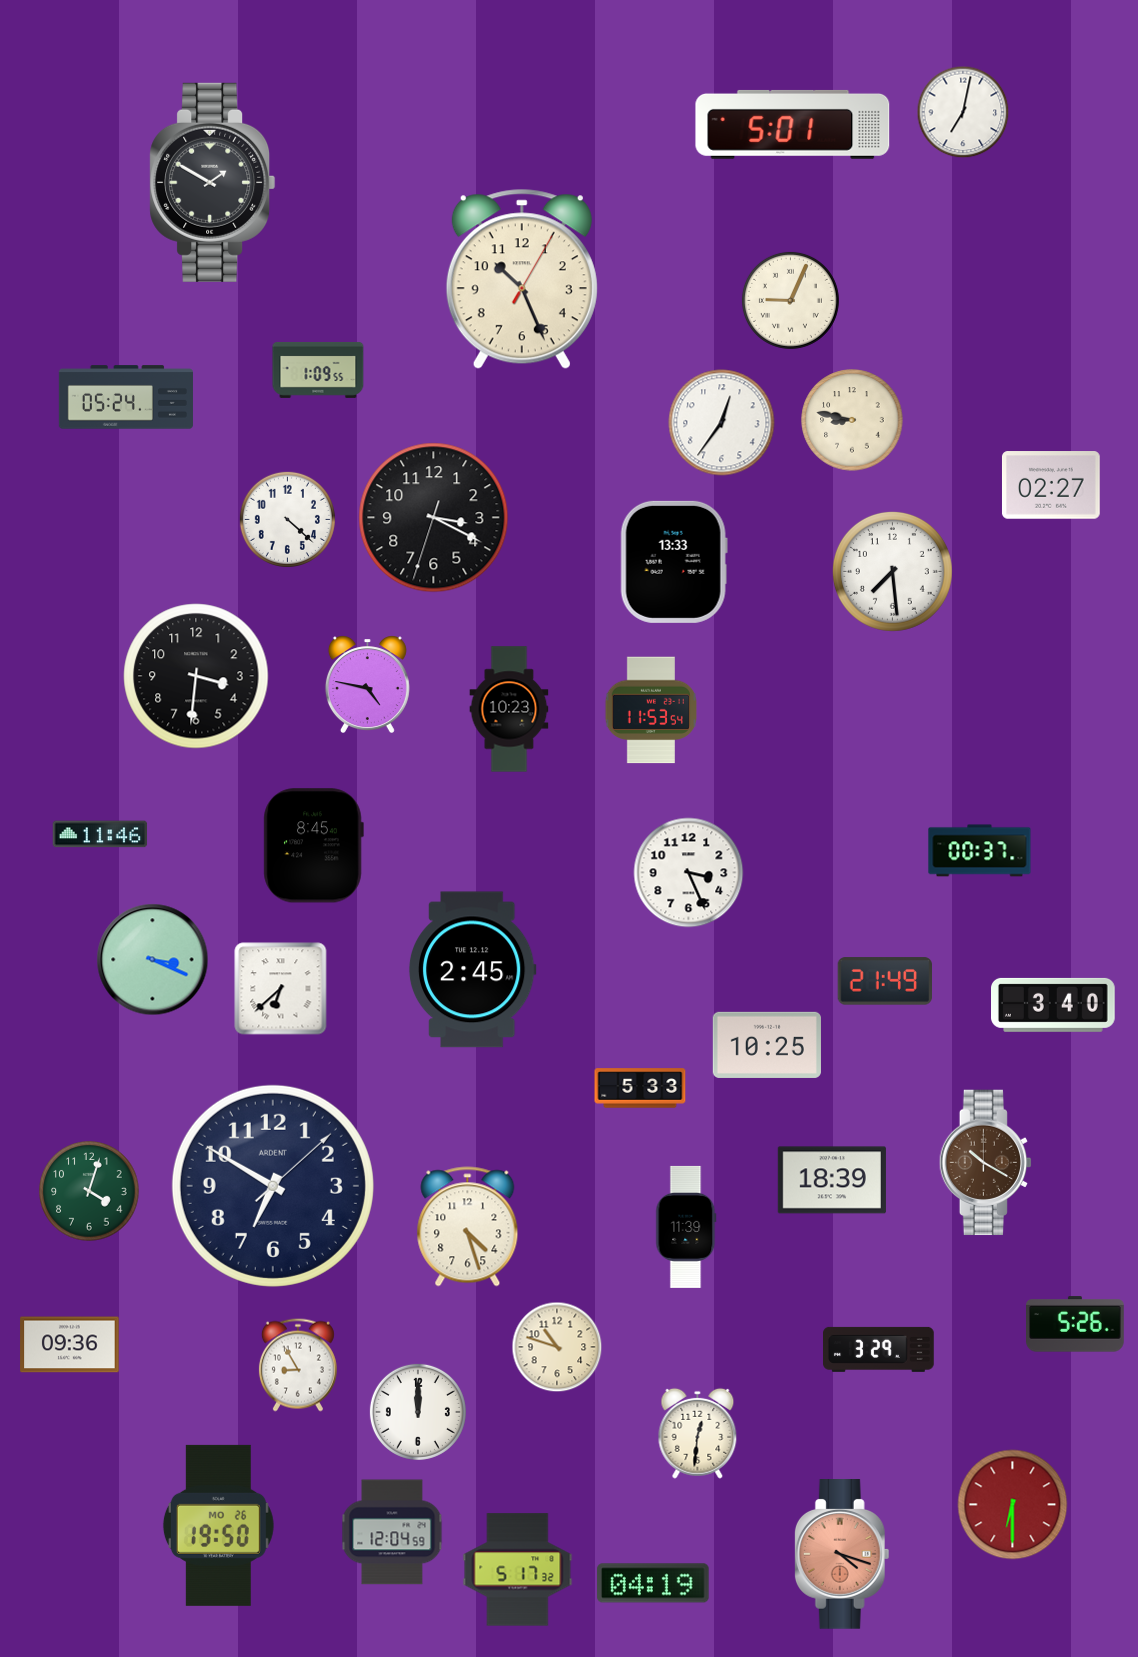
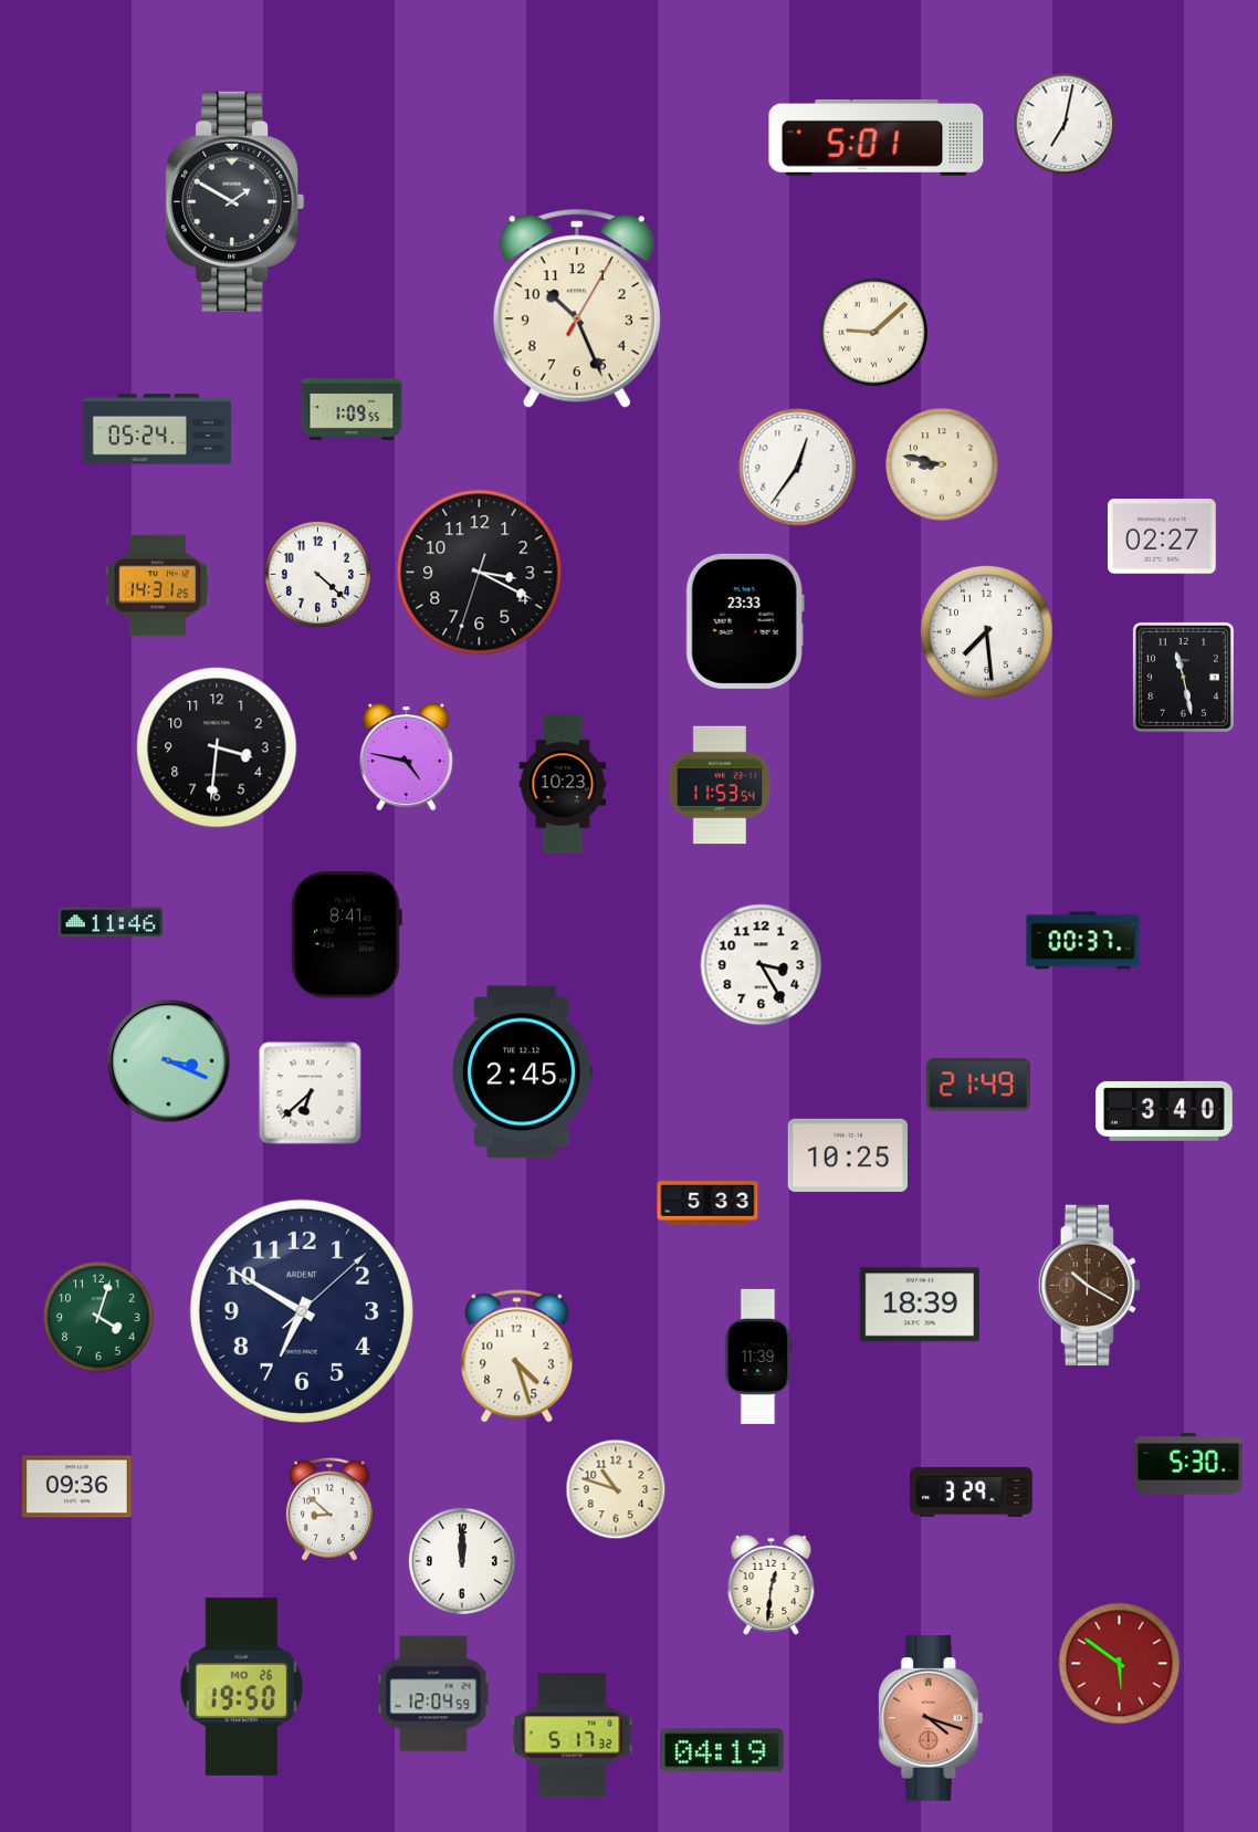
clock at (790, 300): 9:04 -> 9:08
clock at (126, 397) position: (126, 397) -> (157, 429)
clock at (158, 586): none -> 14:31
clock at (674, 562): 13:33 -> 23:33
clock at (1183, 677): none -> 11:28
clock at (313, 846): 8:45 -> 8:41
clock at (689, 873): 3:26 -> 3:25
clock at (1076, 1324): 5:26 -> 5:30
clock at (298, 1365): 8:55 -> 8:52
clock at (1013, 1505): 6:30 -> 5:51
